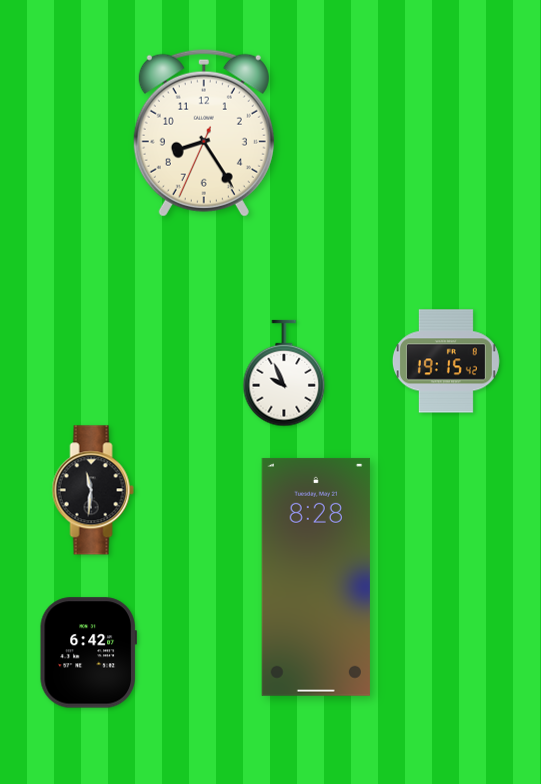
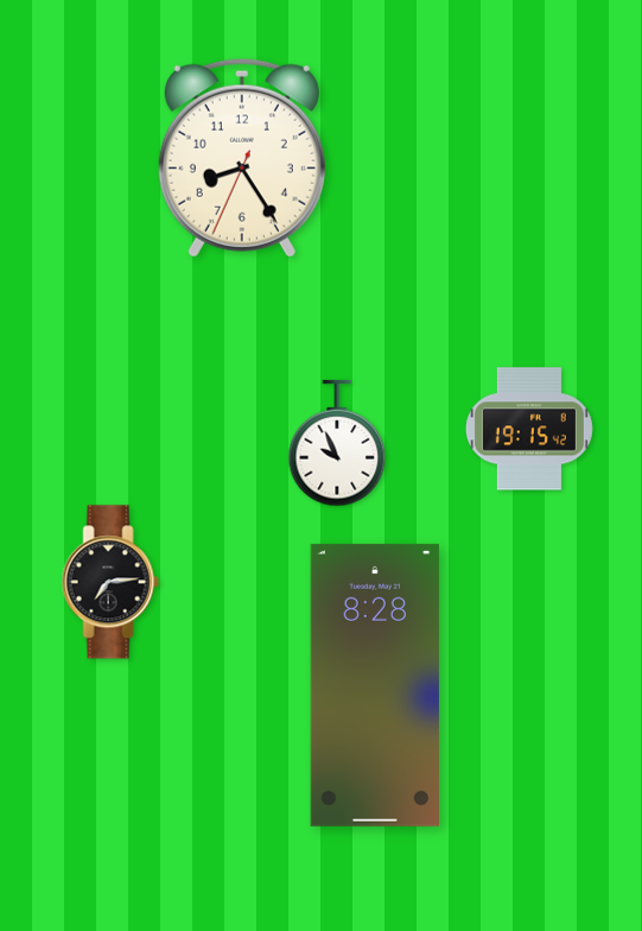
clock at (93, 490): 11:31 -> 7:14
clock at (88, 653): 6:42 -> none
